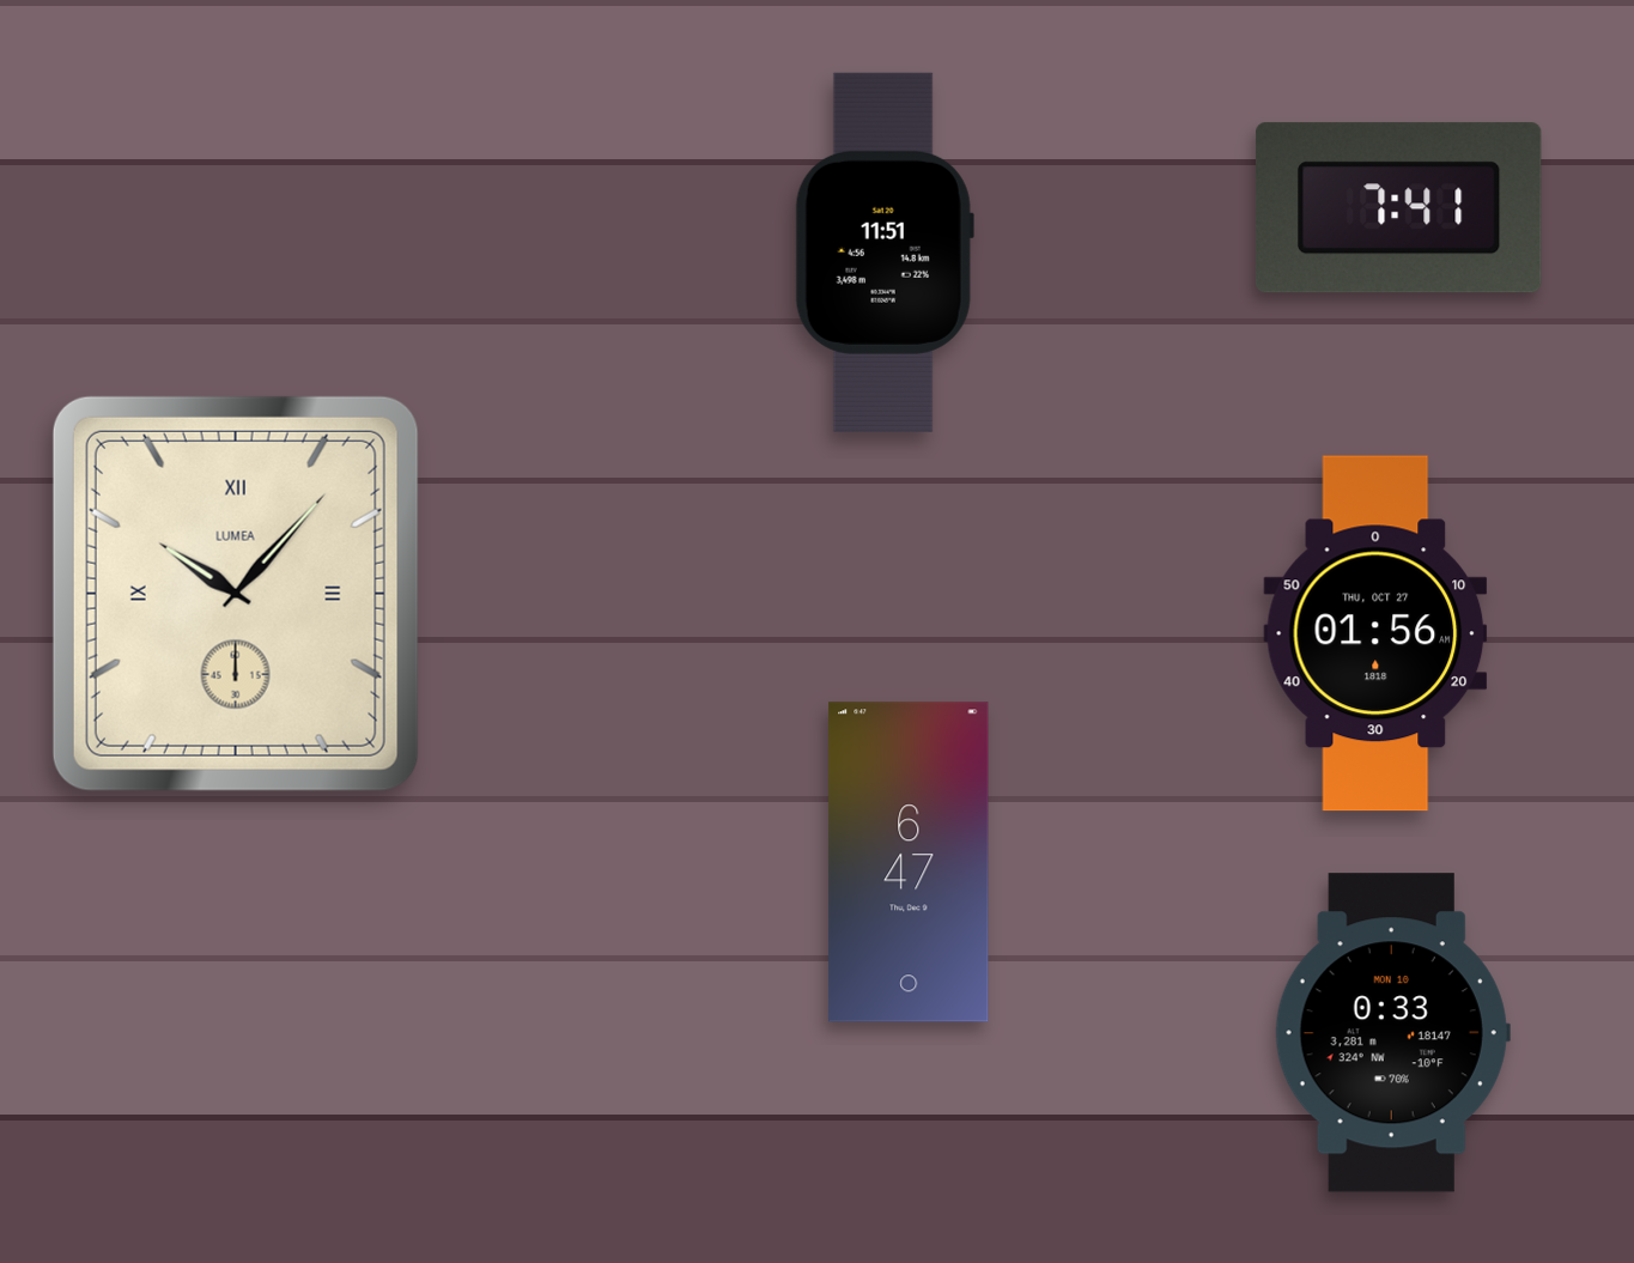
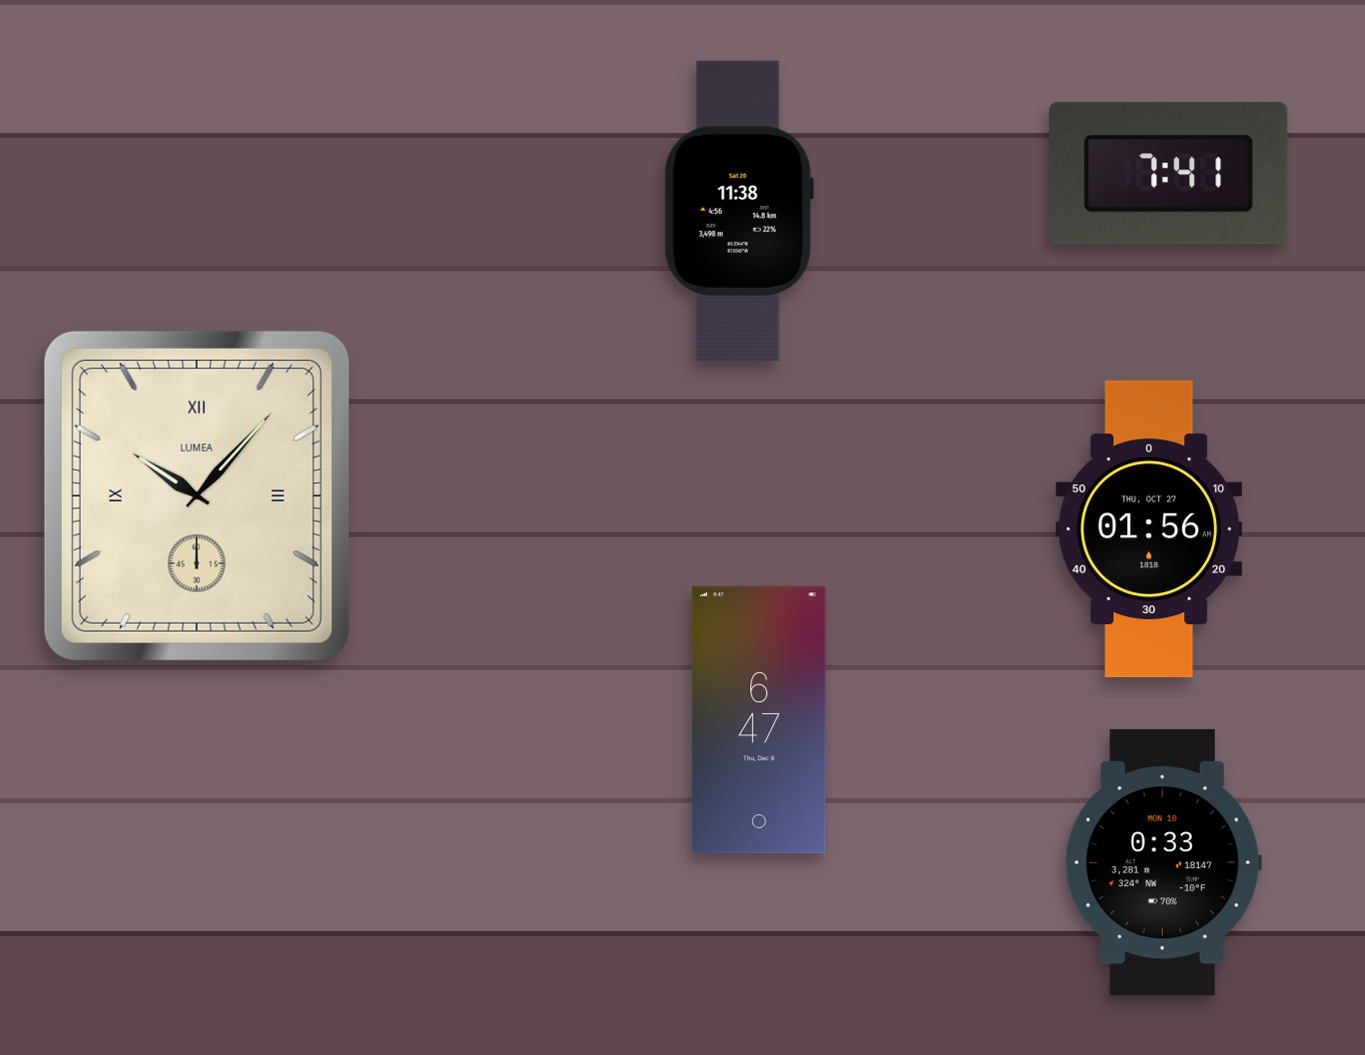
clock at (885, 253): 11:51 -> 11:38
